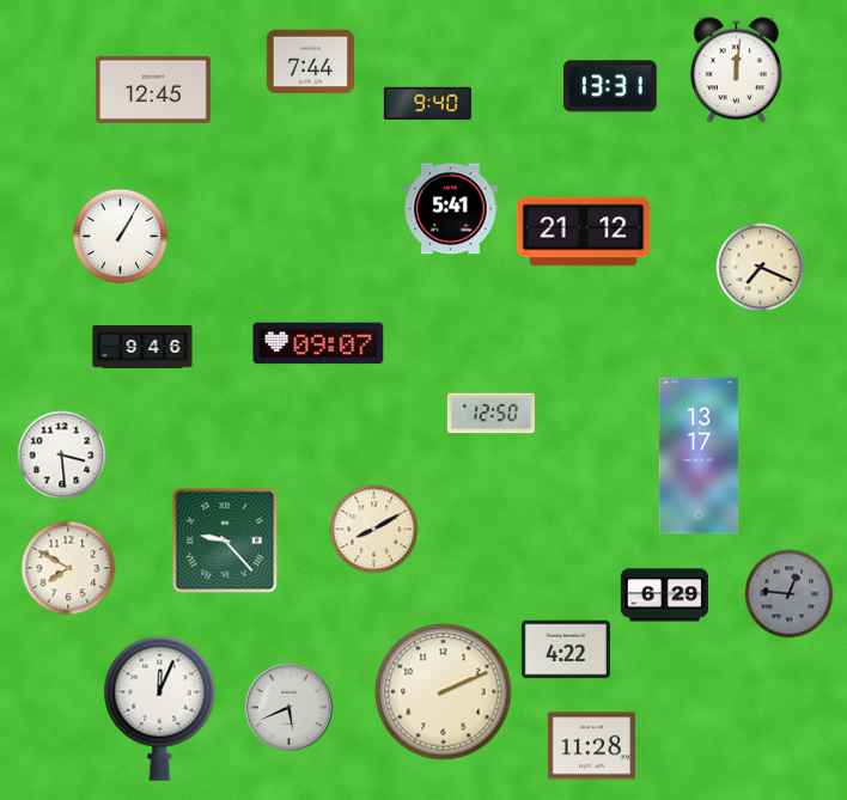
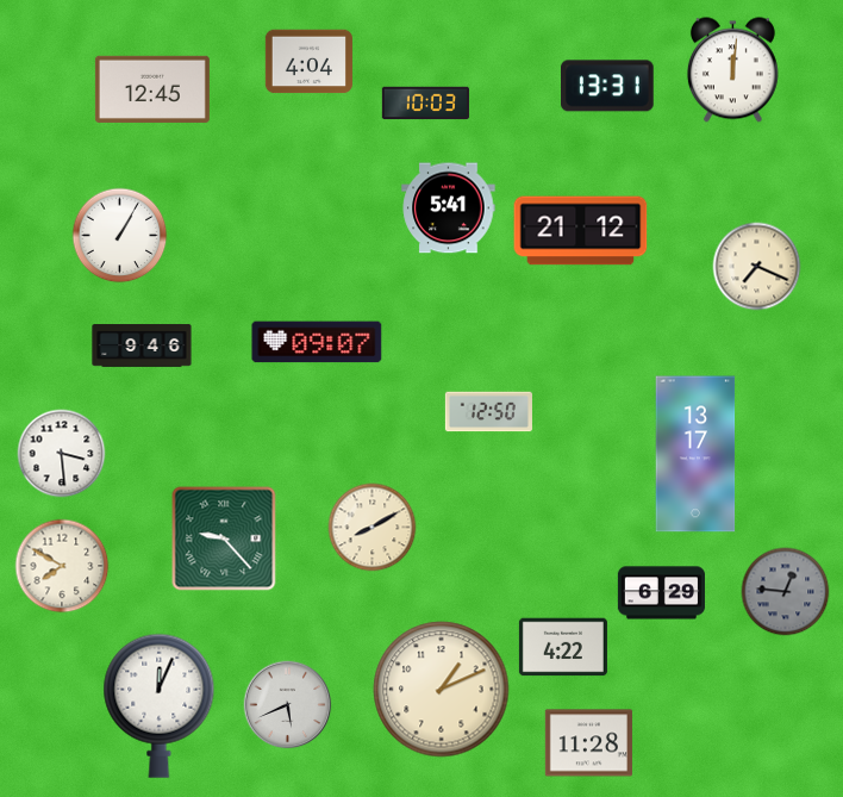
clock at (310, 62): 7:44 -> 4:04
clock at (427, 104): 9:40 -> 10:03
clock at (68, 568) position: (68, 568) -> (62, 566)
clock at (444, 692): 2:11 -> 1:11
